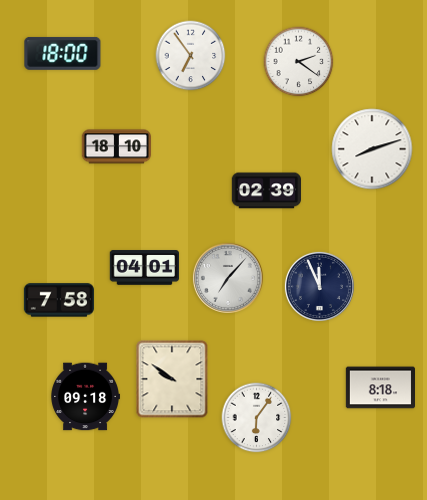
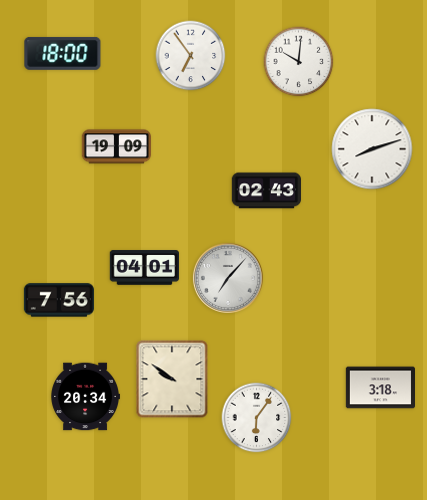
clock at (299, 62): 2:21 -> 10:01
clock at (116, 147): 18:10 -> 19:09
clock at (266, 191): 02:39 -> 02:43
clock at (319, 286): 11:56 -> none
clock at (59, 300): 7:58 -> 7:56
clock at (381, 388): 8:18 -> 3:18
clock at (85, 397): 09:18 -> 20:34
